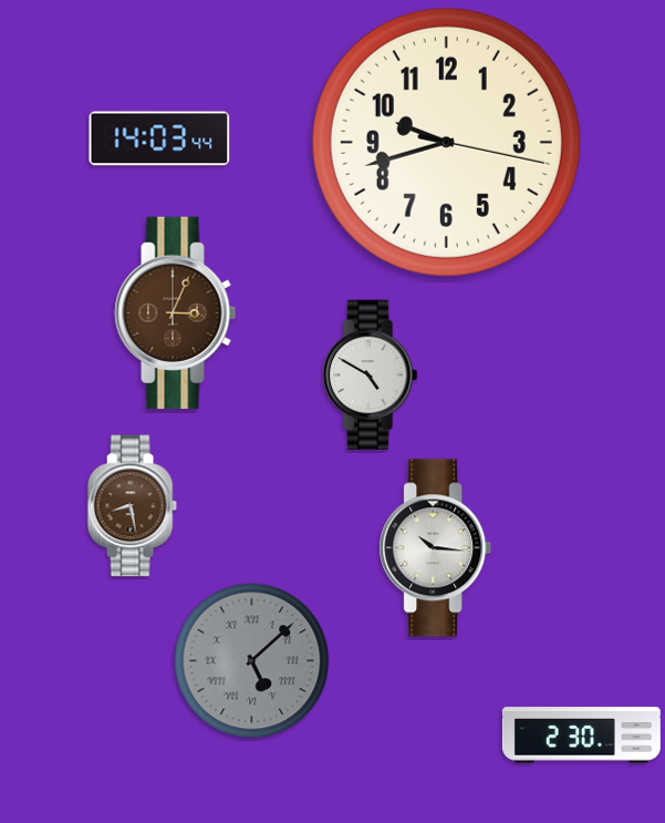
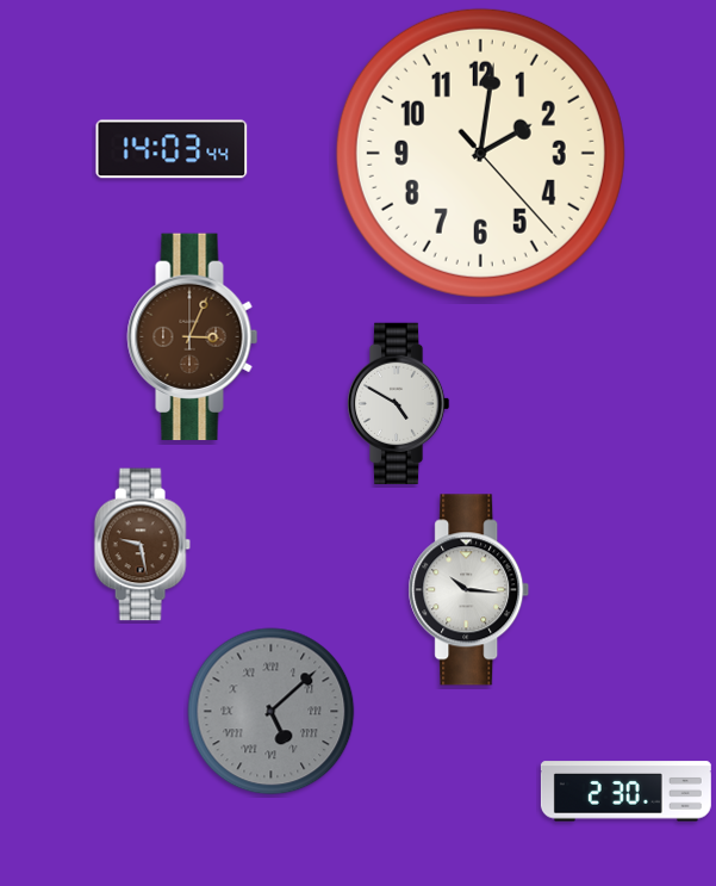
clock at (446, 142): 9:42 -> 2:01
clock at (176, 313) position: (176, 313) -> (193, 337)
clock at (132, 506): 8:28 -> 9:28
